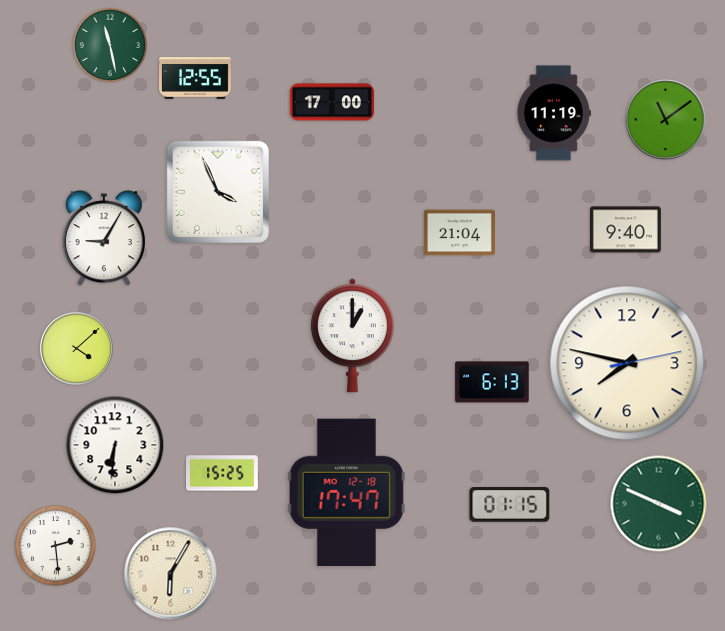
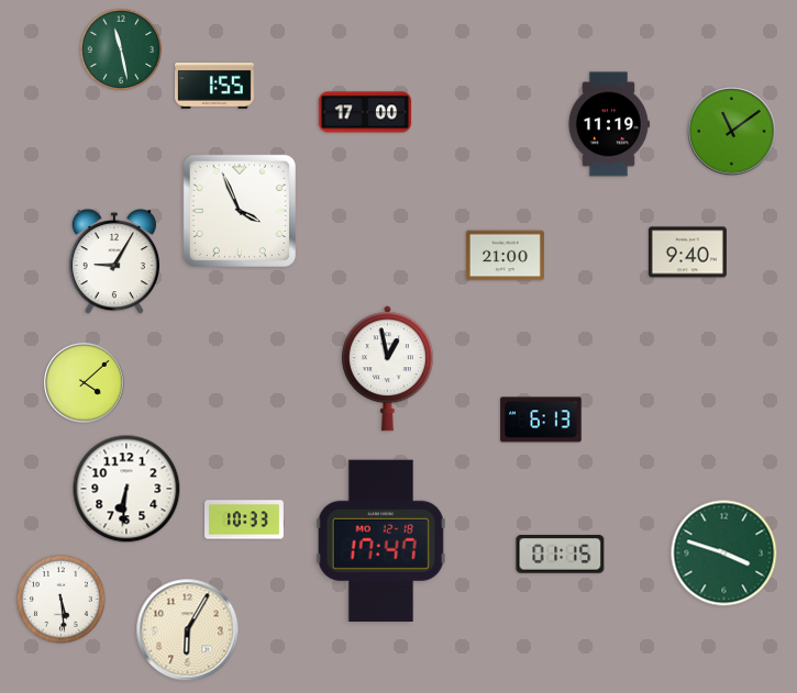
clock at (196, 79): 12:55 -> 1:55
clock at (459, 233): 21:04 -> 21:00
clock at (352, 336): 1:00 -> 12:58
clock at (627, 363): 7:47 -> none
clock at (223, 473): 15:25 -> 10:33
clock at (659, 504): 3:49 -> 3:48
clock at (56, 546): 2:29 -> 5:29
